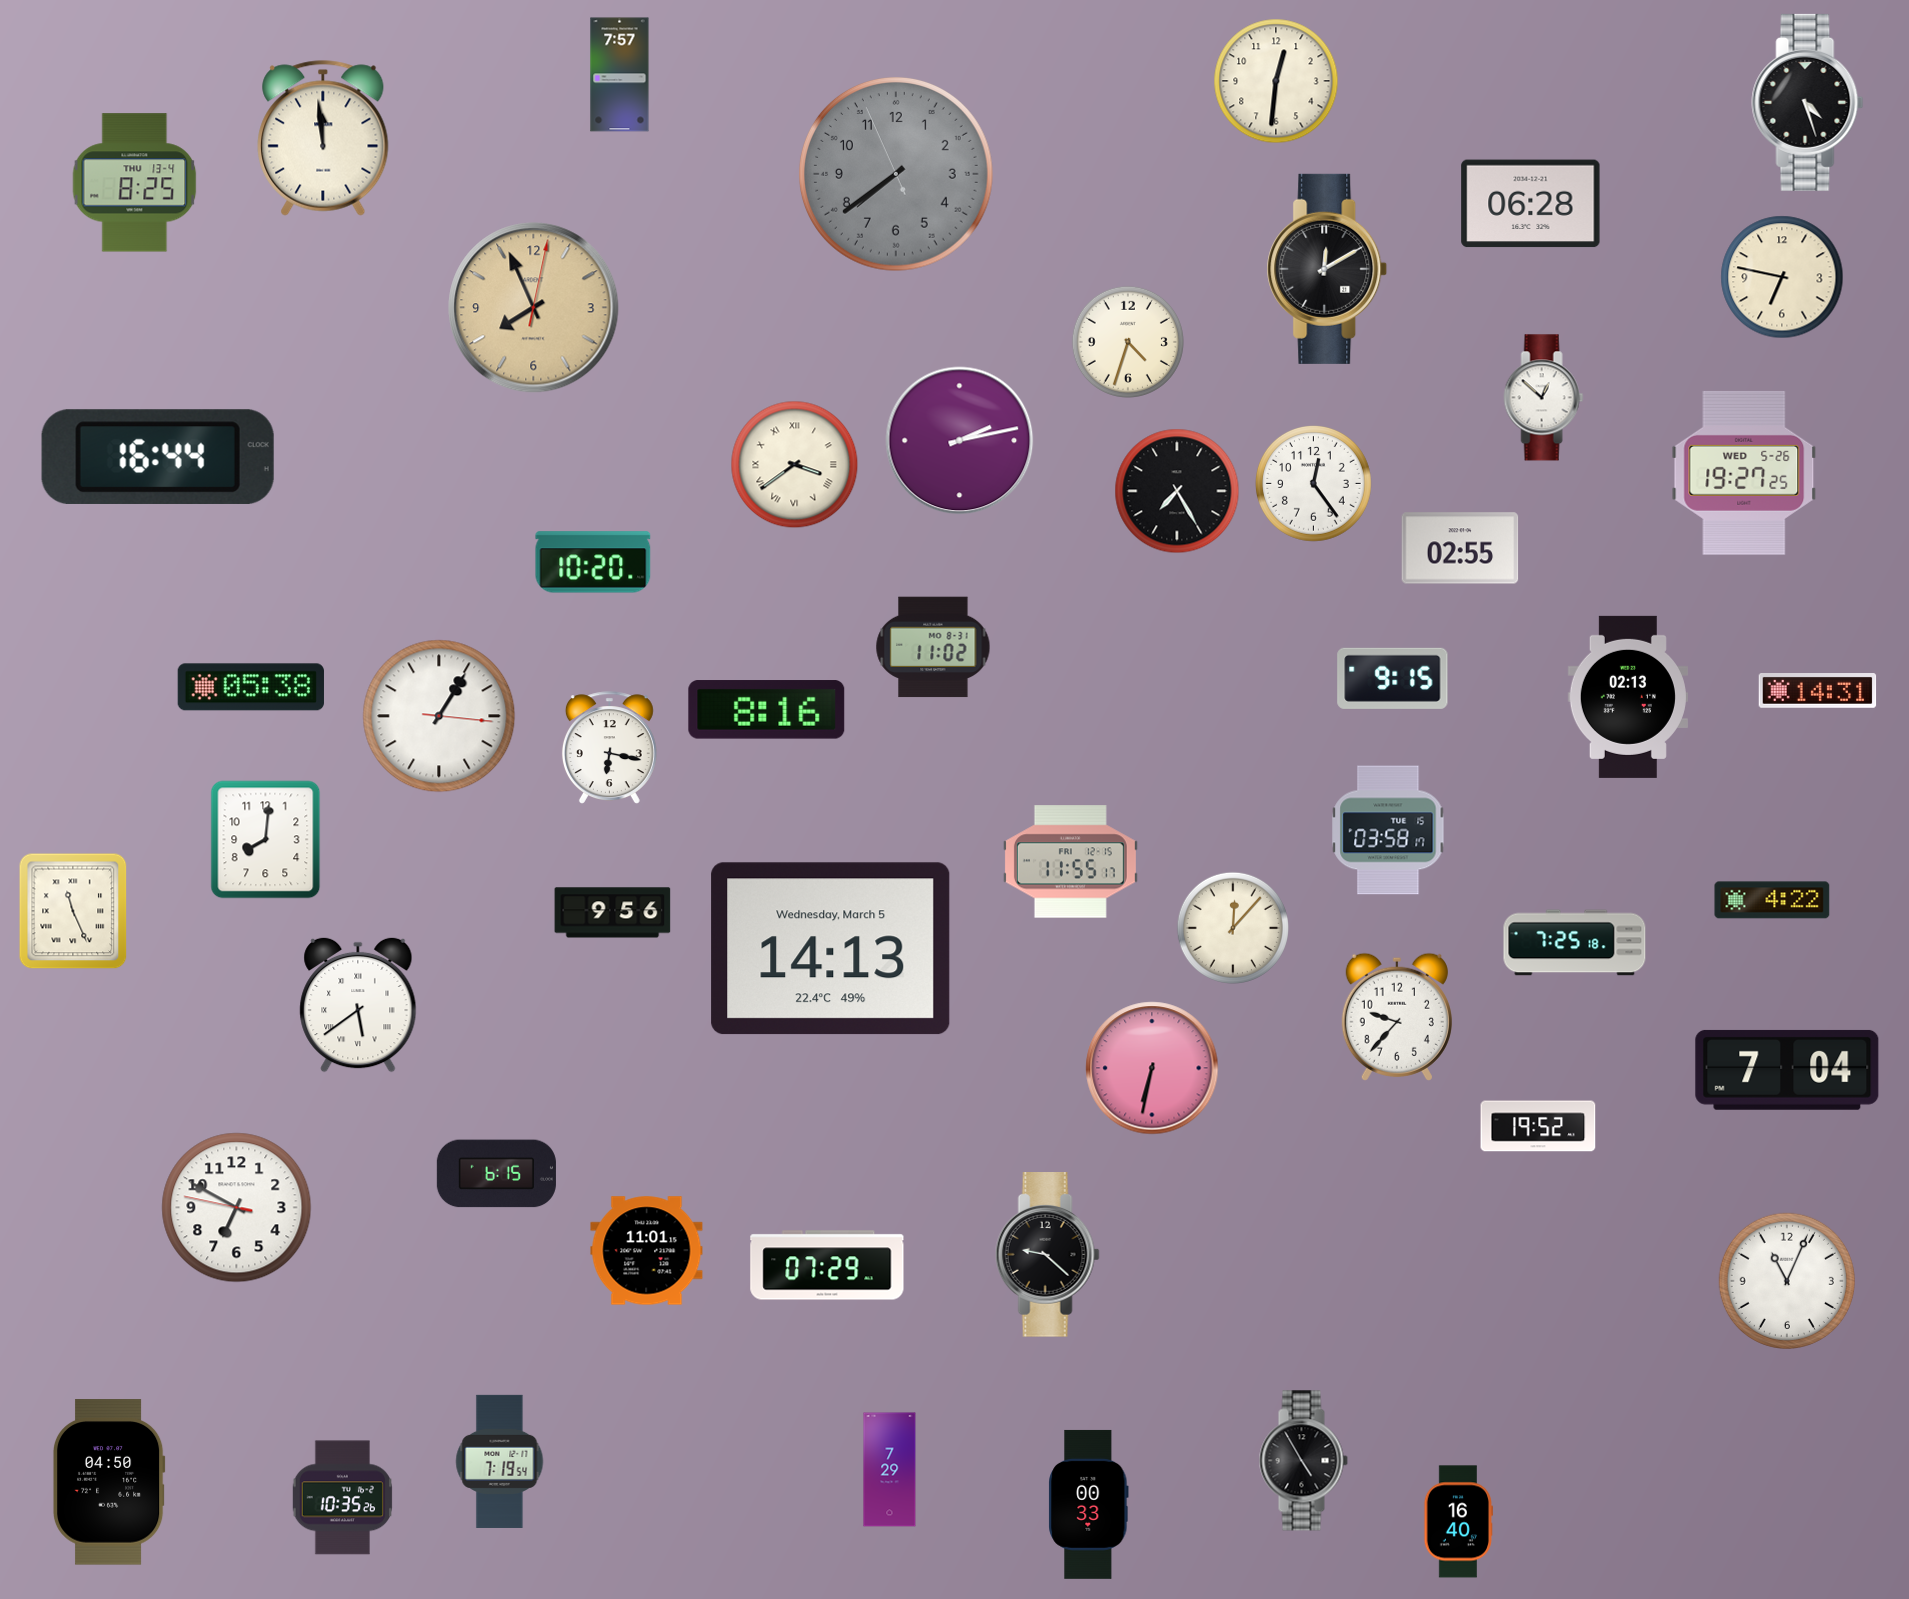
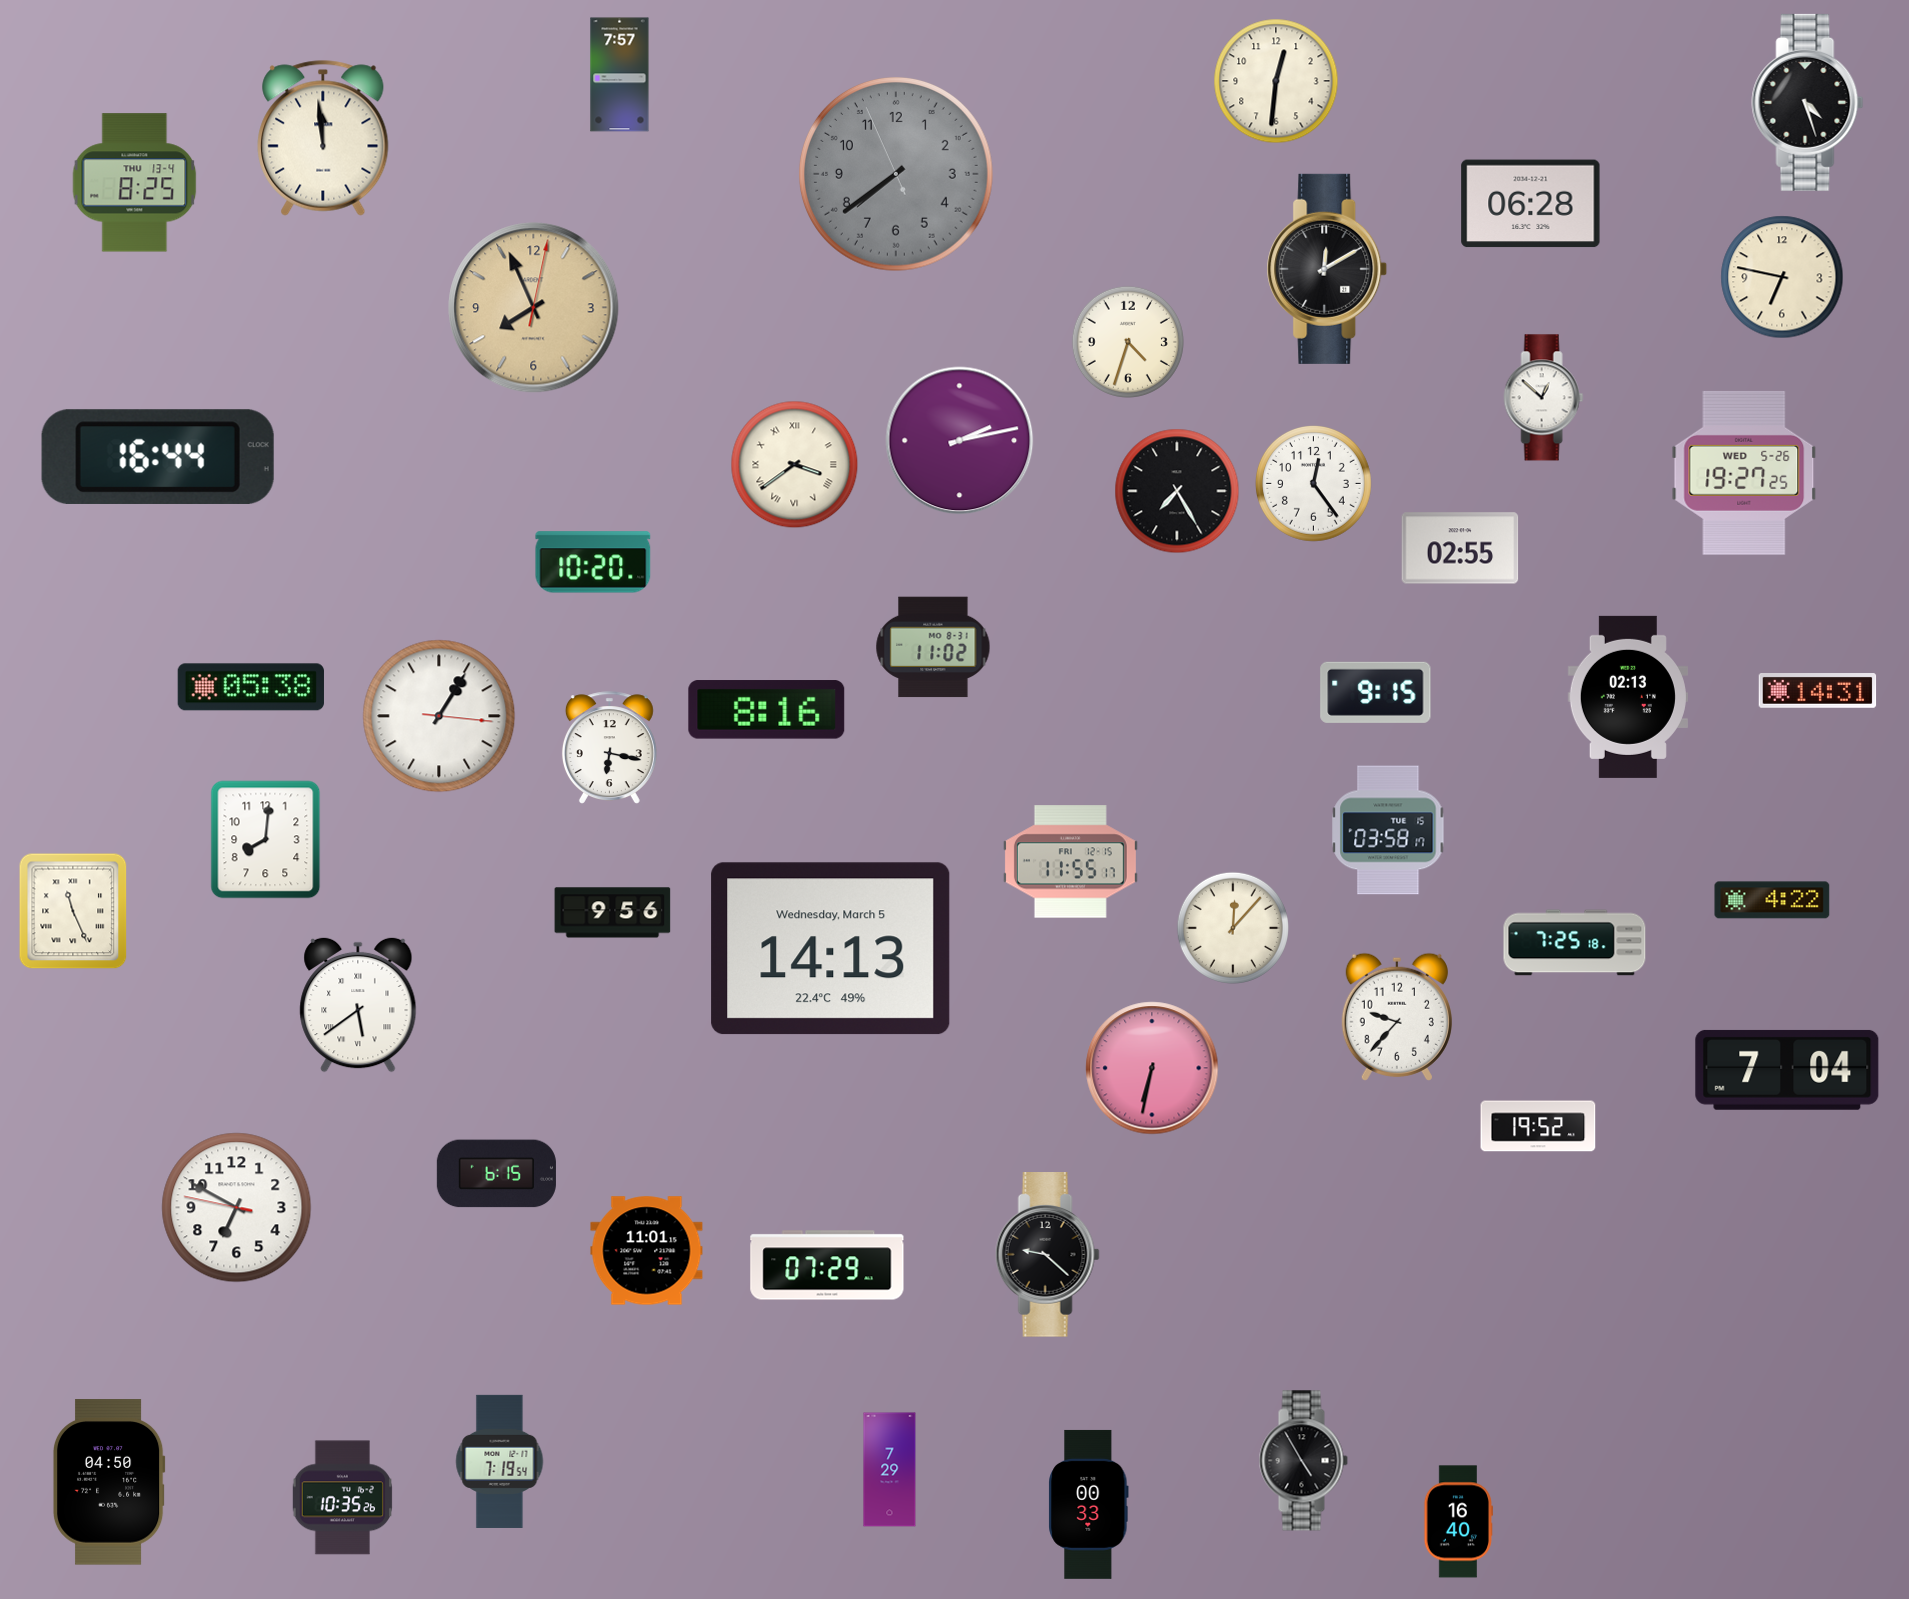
clock at (1393, 678) position: (1393, 678) -> (1376, 692)
clock at (1787, 1281): 11:04 -> none
